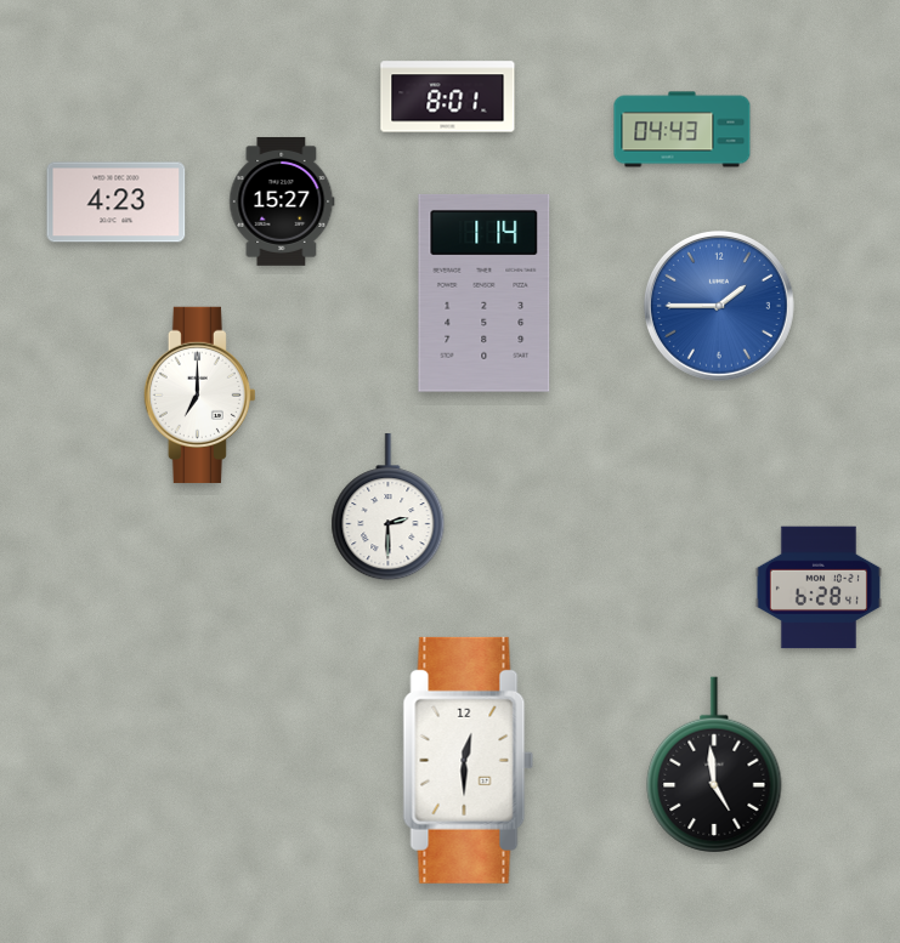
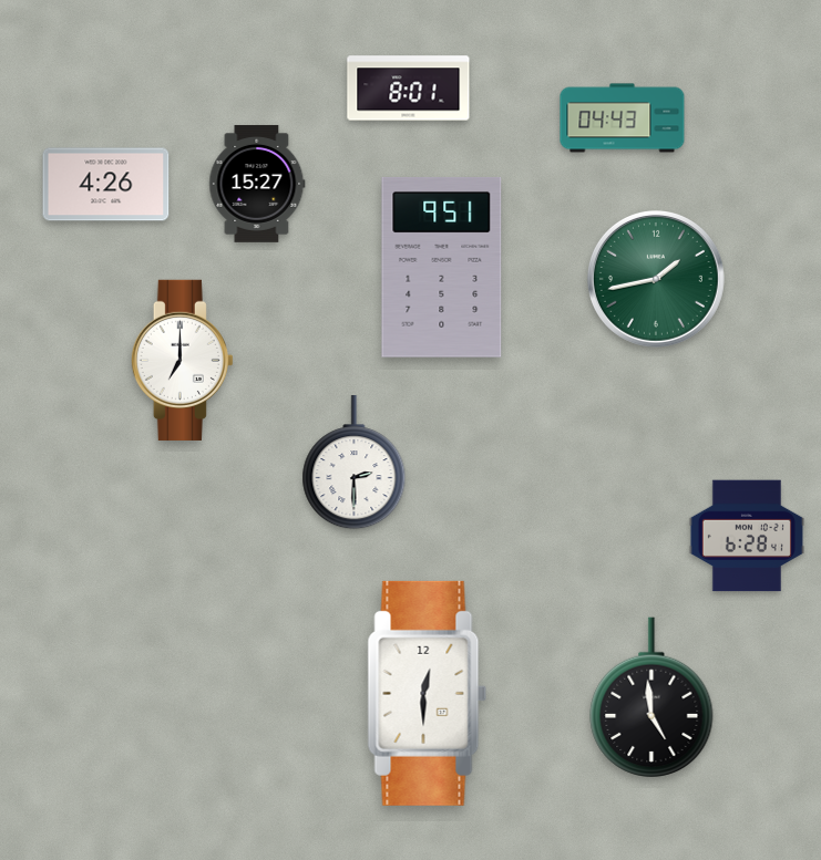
clock at (117, 203): 4:23 -> 4:26
clock at (485, 292): 1:14 -> 9:51
clock at (719, 306): 1:45 -> 1:43
clock at (719, 306) dial: blue -> green
